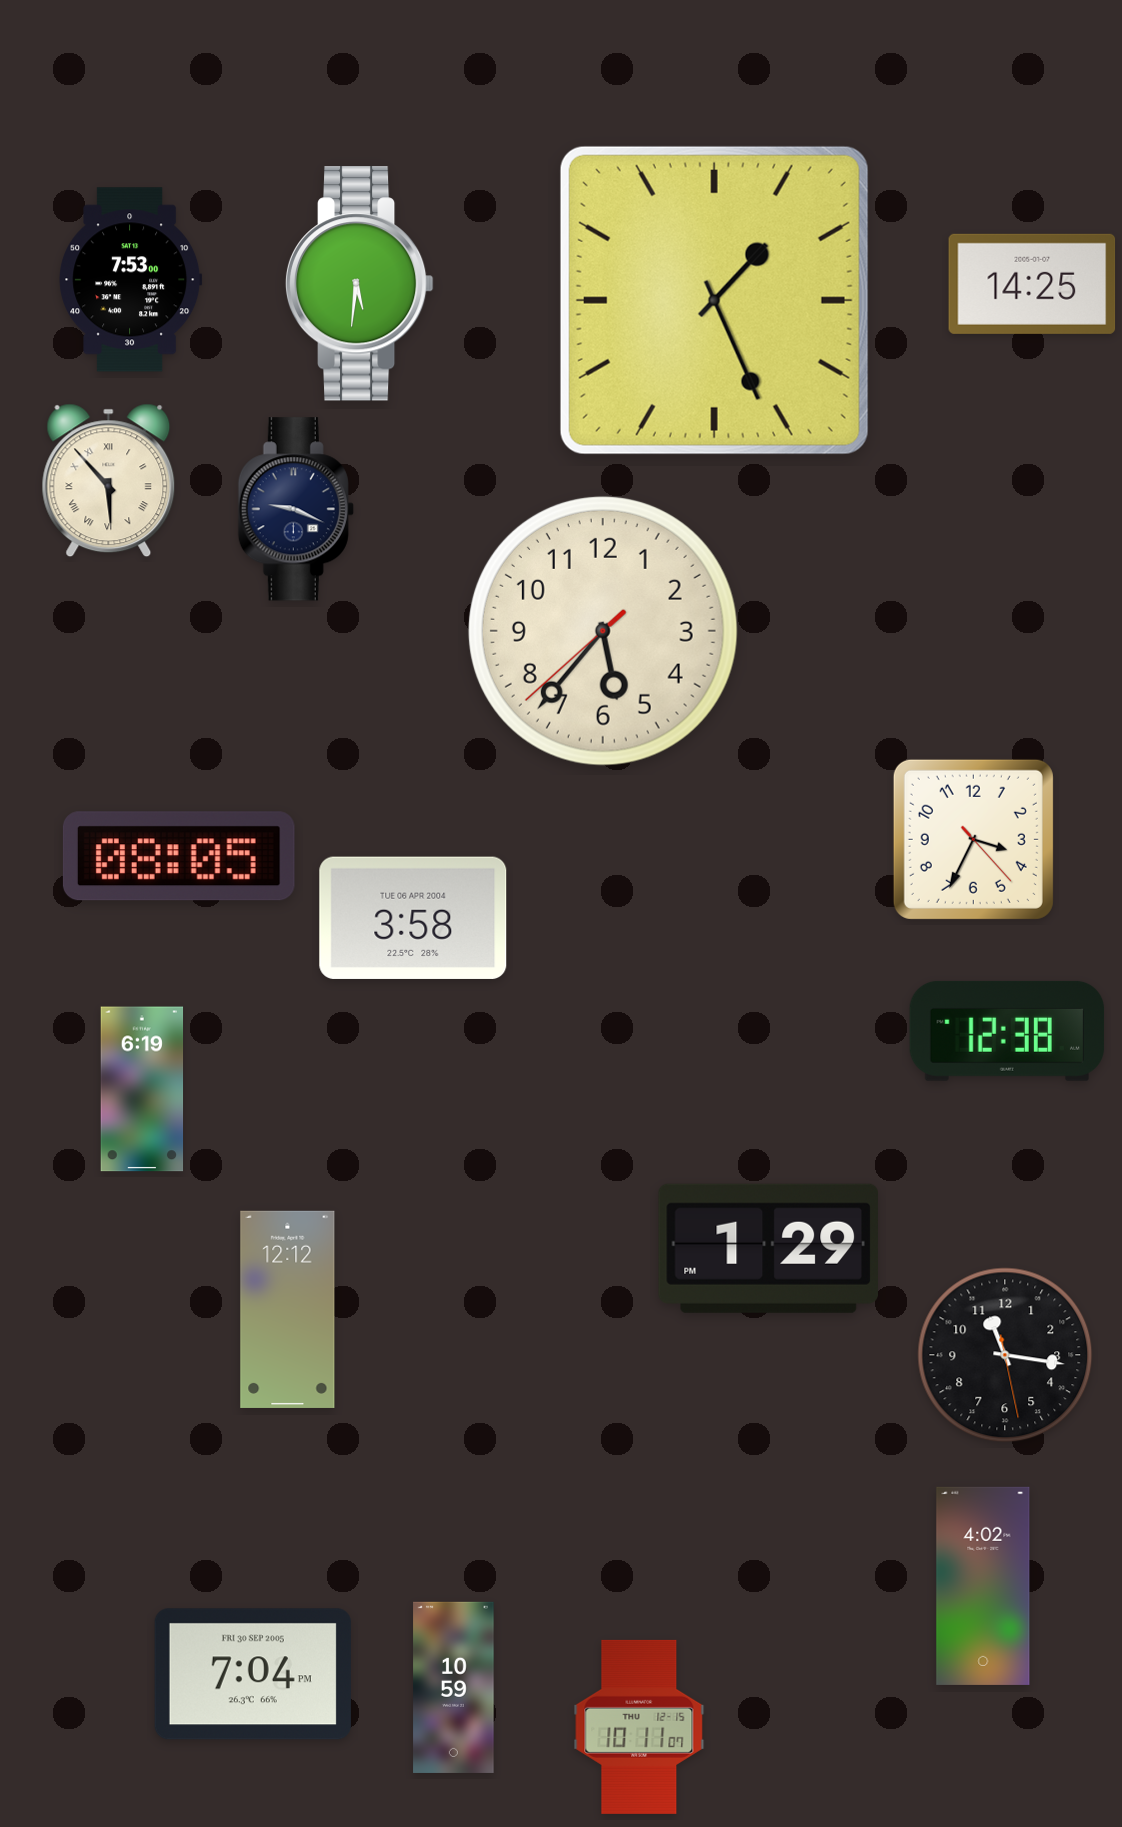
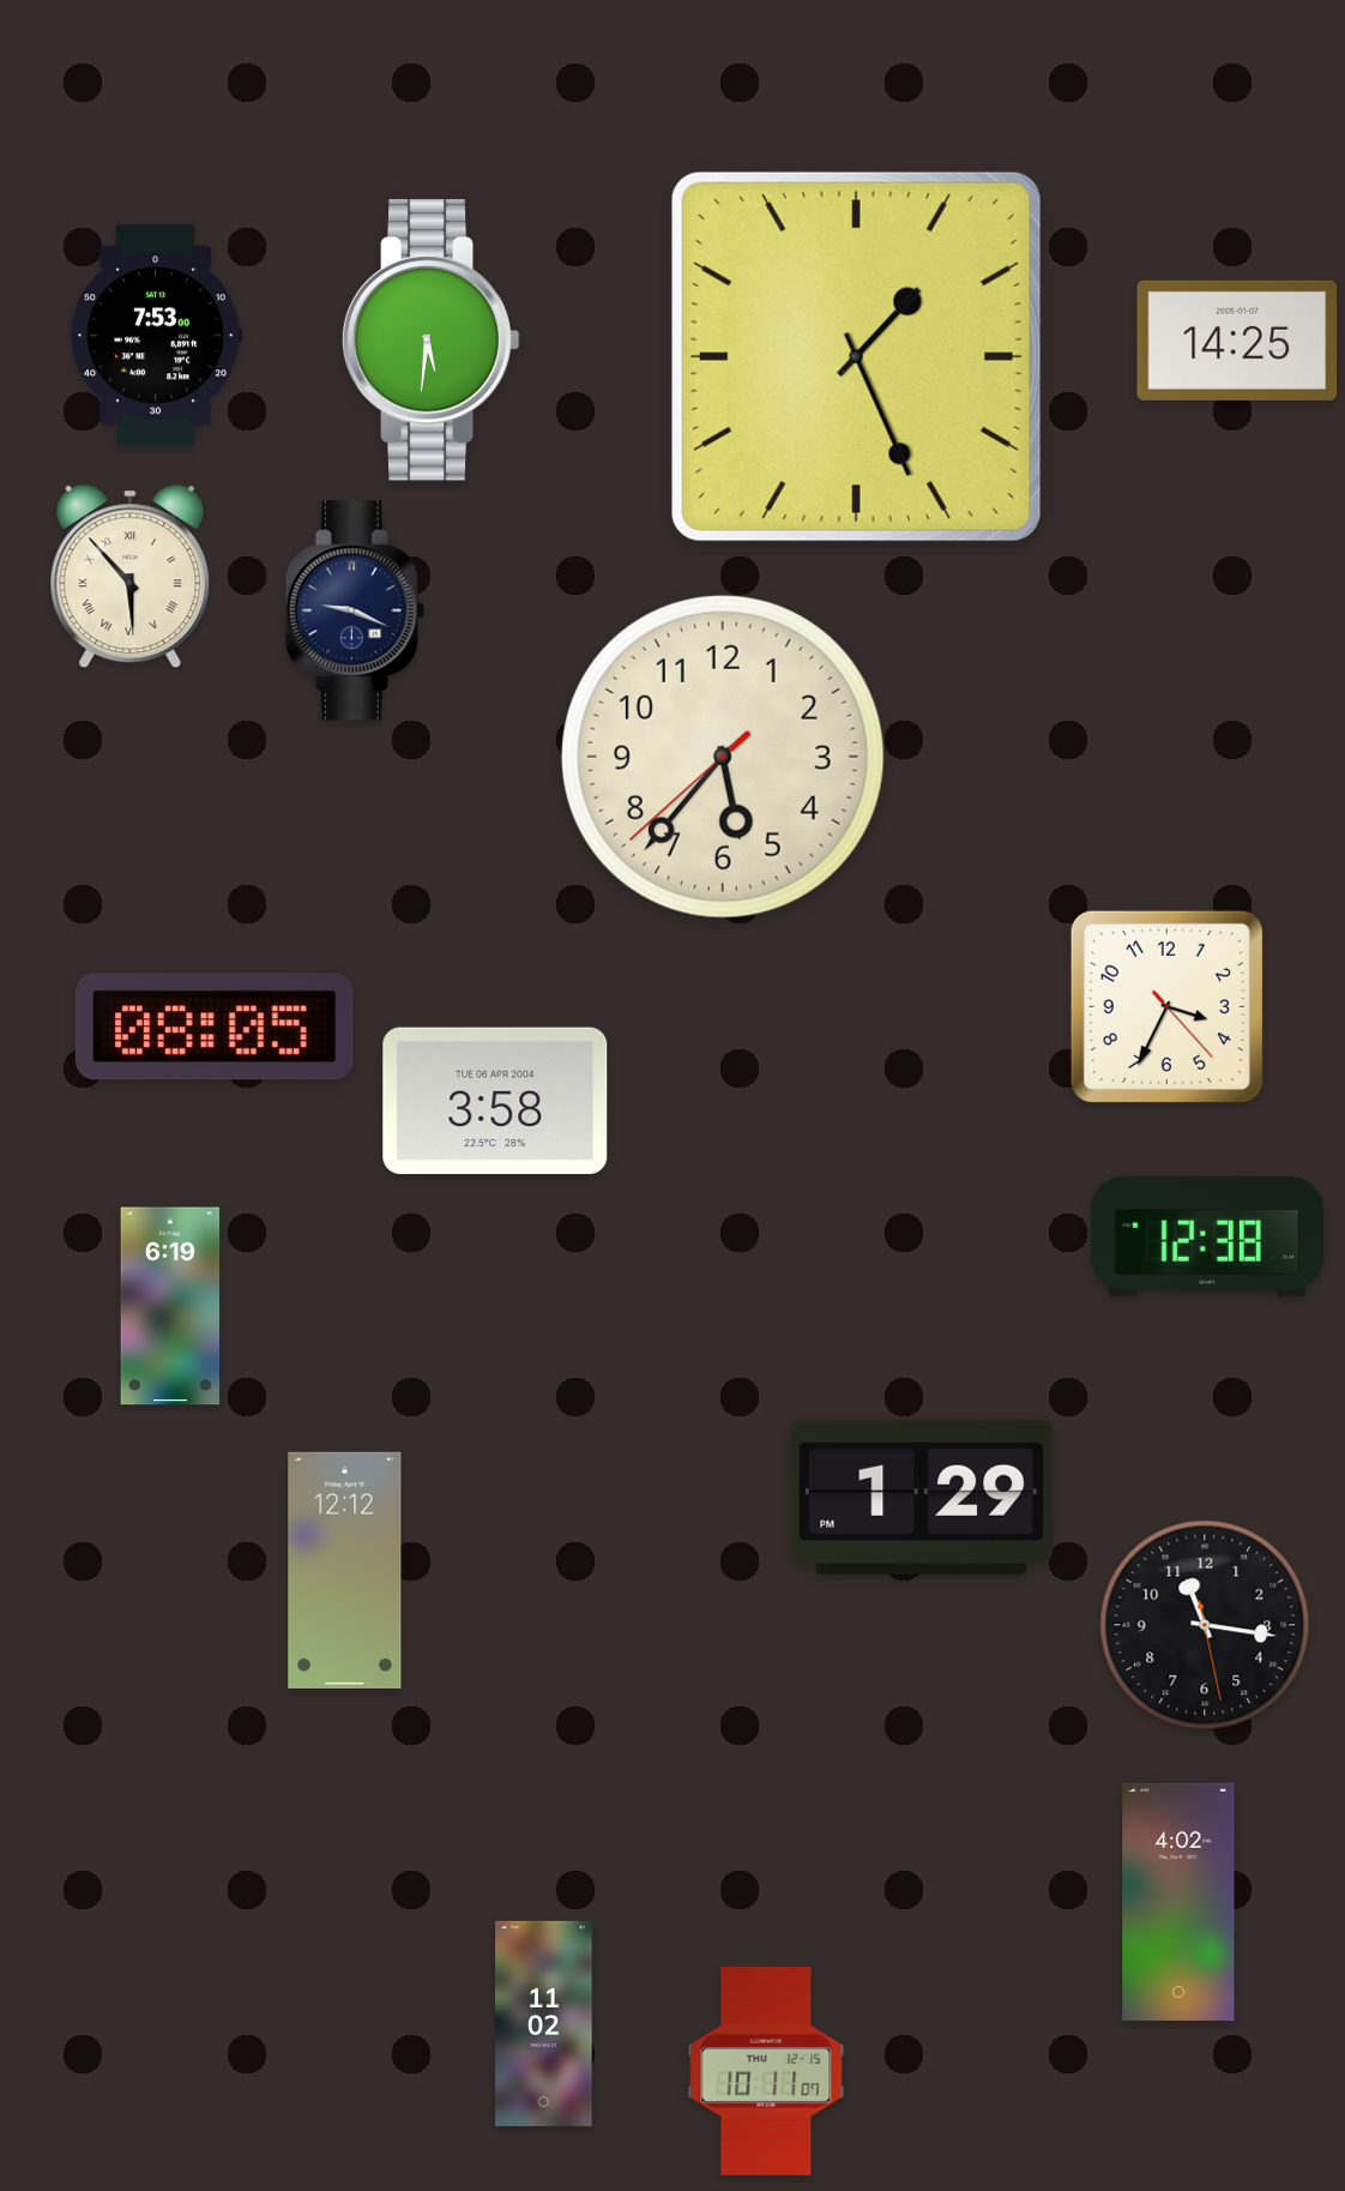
clock at (714, 300) position: (714, 300) -> (856, 356)
clock at (253, 1674): 7:04 -> none
clock at (454, 1687): 10:59 -> 11:02
